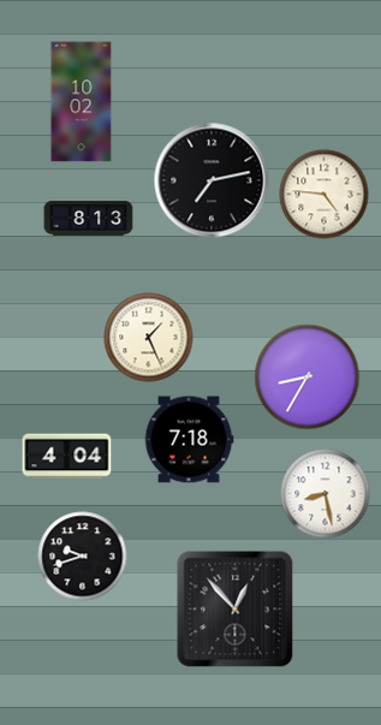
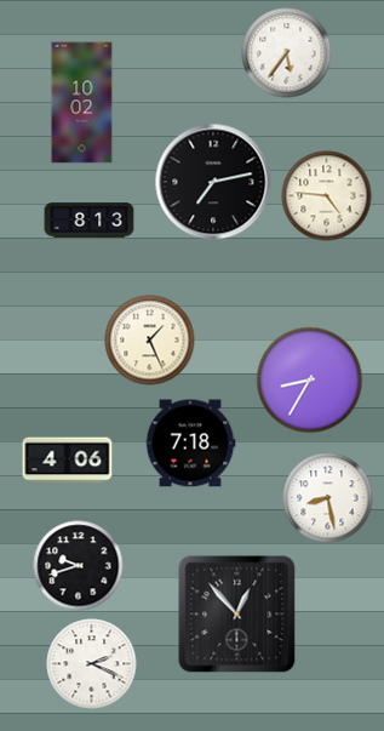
clock at (287, 53): none -> 5:36
clock at (67, 457): 4:04 -> 4:06
clock at (83, 557) position: (83, 557) -> (79, 566)
clock at (92, 664): none -> 2:19
